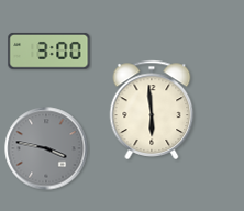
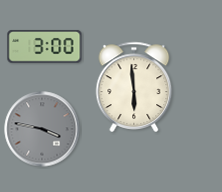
clock at (152, 110) position: (152, 110) -> (134, 87)
clock at (46, 148) position: (46, 148) -> (42, 129)
